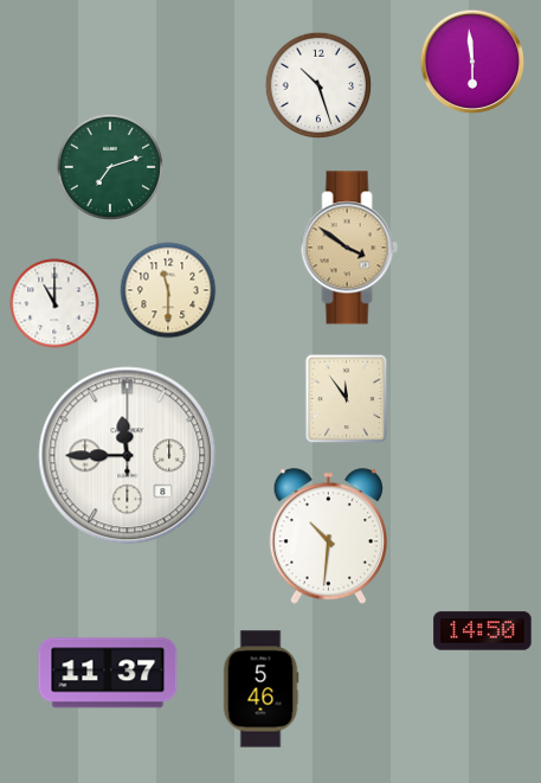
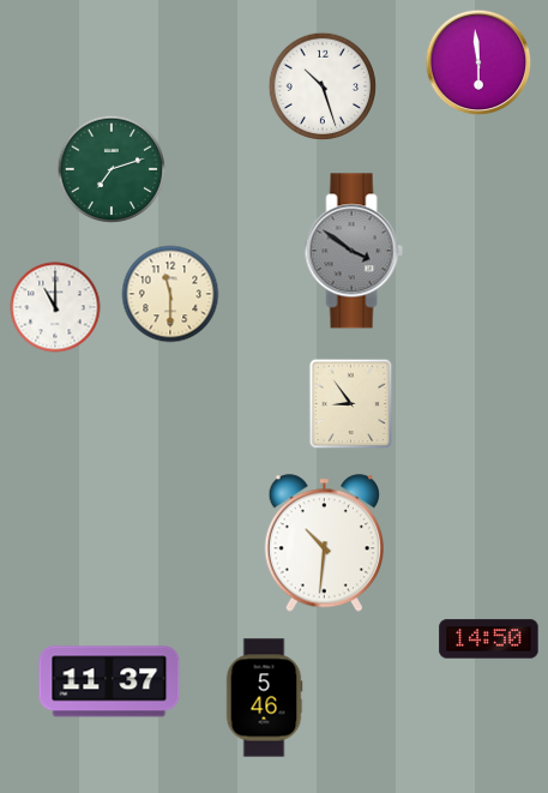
clock at (349, 248) dial: champagne -> grey
clock at (347, 399): 11:54 -> 8:54
clock at (128, 456): 11:45 -> none
clock at (328, 537) position: (328, 537) -> (324, 543)
